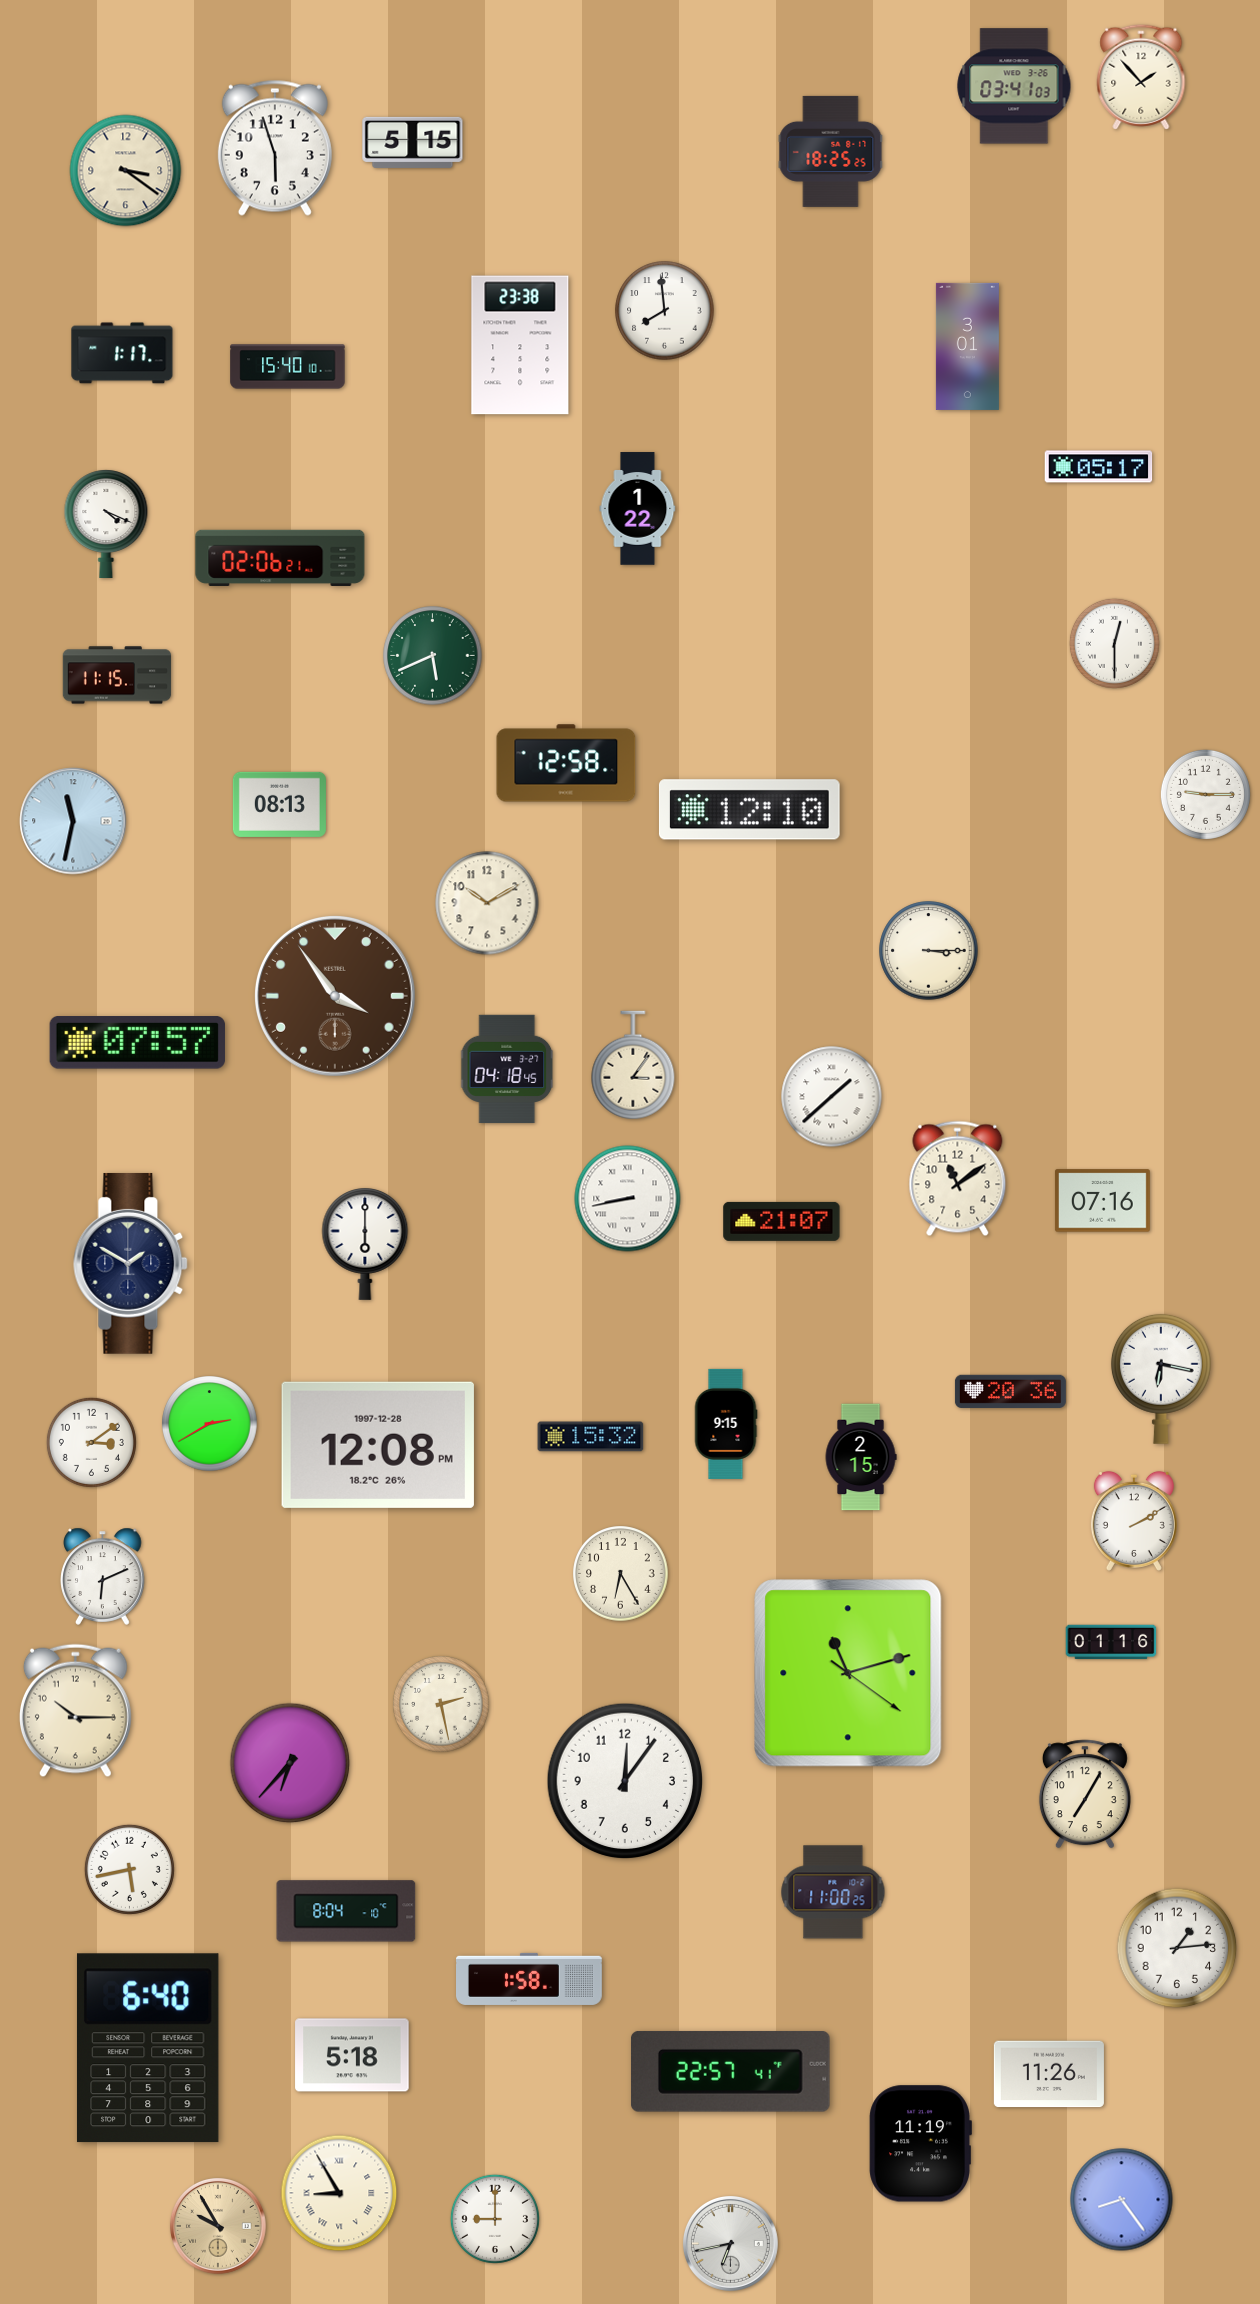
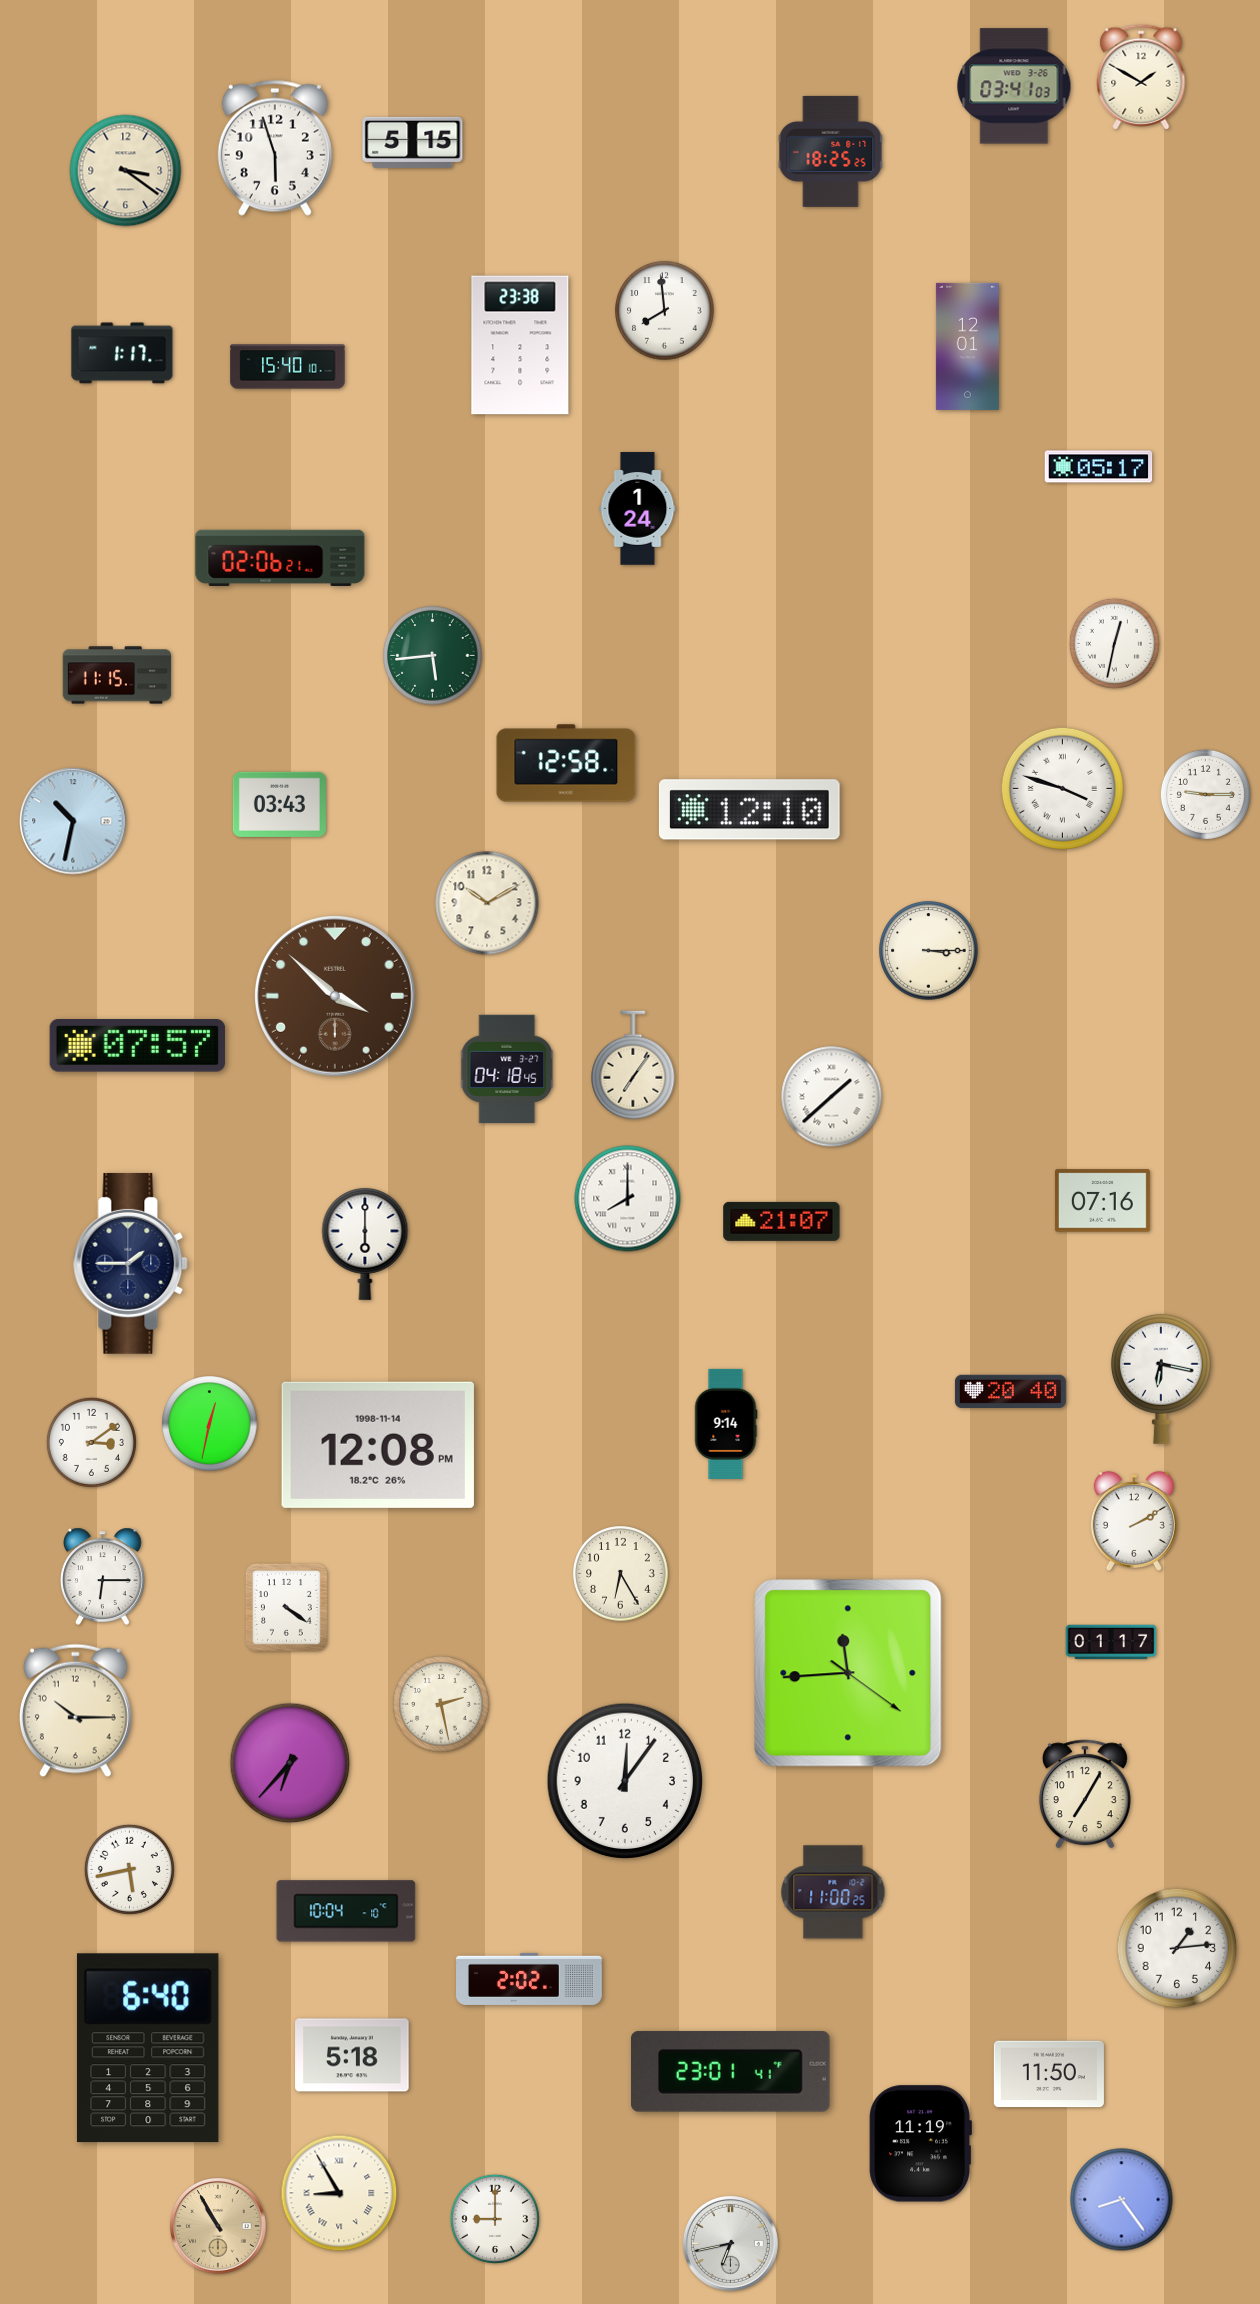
clock at (1141, 77): 1:53 -> 1:50
clock at (967, 346): 3:01 -> 12:01
clock at (638, 509): 1:22 -> 1:24
clock at (106, 523): 4:19 -> none
clock at (1114, 643): 12:30 -> 12:32
clock at (433, 656): 5:41 -> 5:44
clock at (1062, 788): none -> 3:48
clock at (279, 804): 08:13 -> 03:43
clock at (73, 821): 11:32 -> 10:32
clock at (335, 996): 3:54 -> 3:52
clock at (137, 1043) position: (137, 1043) -> (137, 1046)
clock at (633, 1065): 3:06 -> 7:06
clock at (958, 1179): 11:09 -> none
clock at (628, 1199): 8:43 -> 8:00
clock at (131, 1263): 1:50 -> 1:45
clock at (1010, 1391): 20:36 -> 20:40
clock at (210, 1424): 2:40 -> 12:32
clock at (726, 1424): 9:15 -> 9:14
clock at (591, 1437): 15:32 -> none
clock at (378, 1445) date: 1997-12-28 -> 1998-11-14
clock at (861, 1457): 2:15 -> none
clock at (103, 1576): 6:11 -> 6:15
clock at (286, 1607): none -> 4:21
clock at (1111, 1642): 01:16 -> 01:17
clock at (848, 1673): 11:12 -> 11:44
clock at (346, 1911): 8:04 -> 10:04
clock at (530, 1979): 1:58 -> 2:02
clock at (730, 2071): 22:57 -> 23:01
clock at (1049, 2074): 11:26 -> 11:50
clock at (218, 2226): 9:55 -> 10:55
